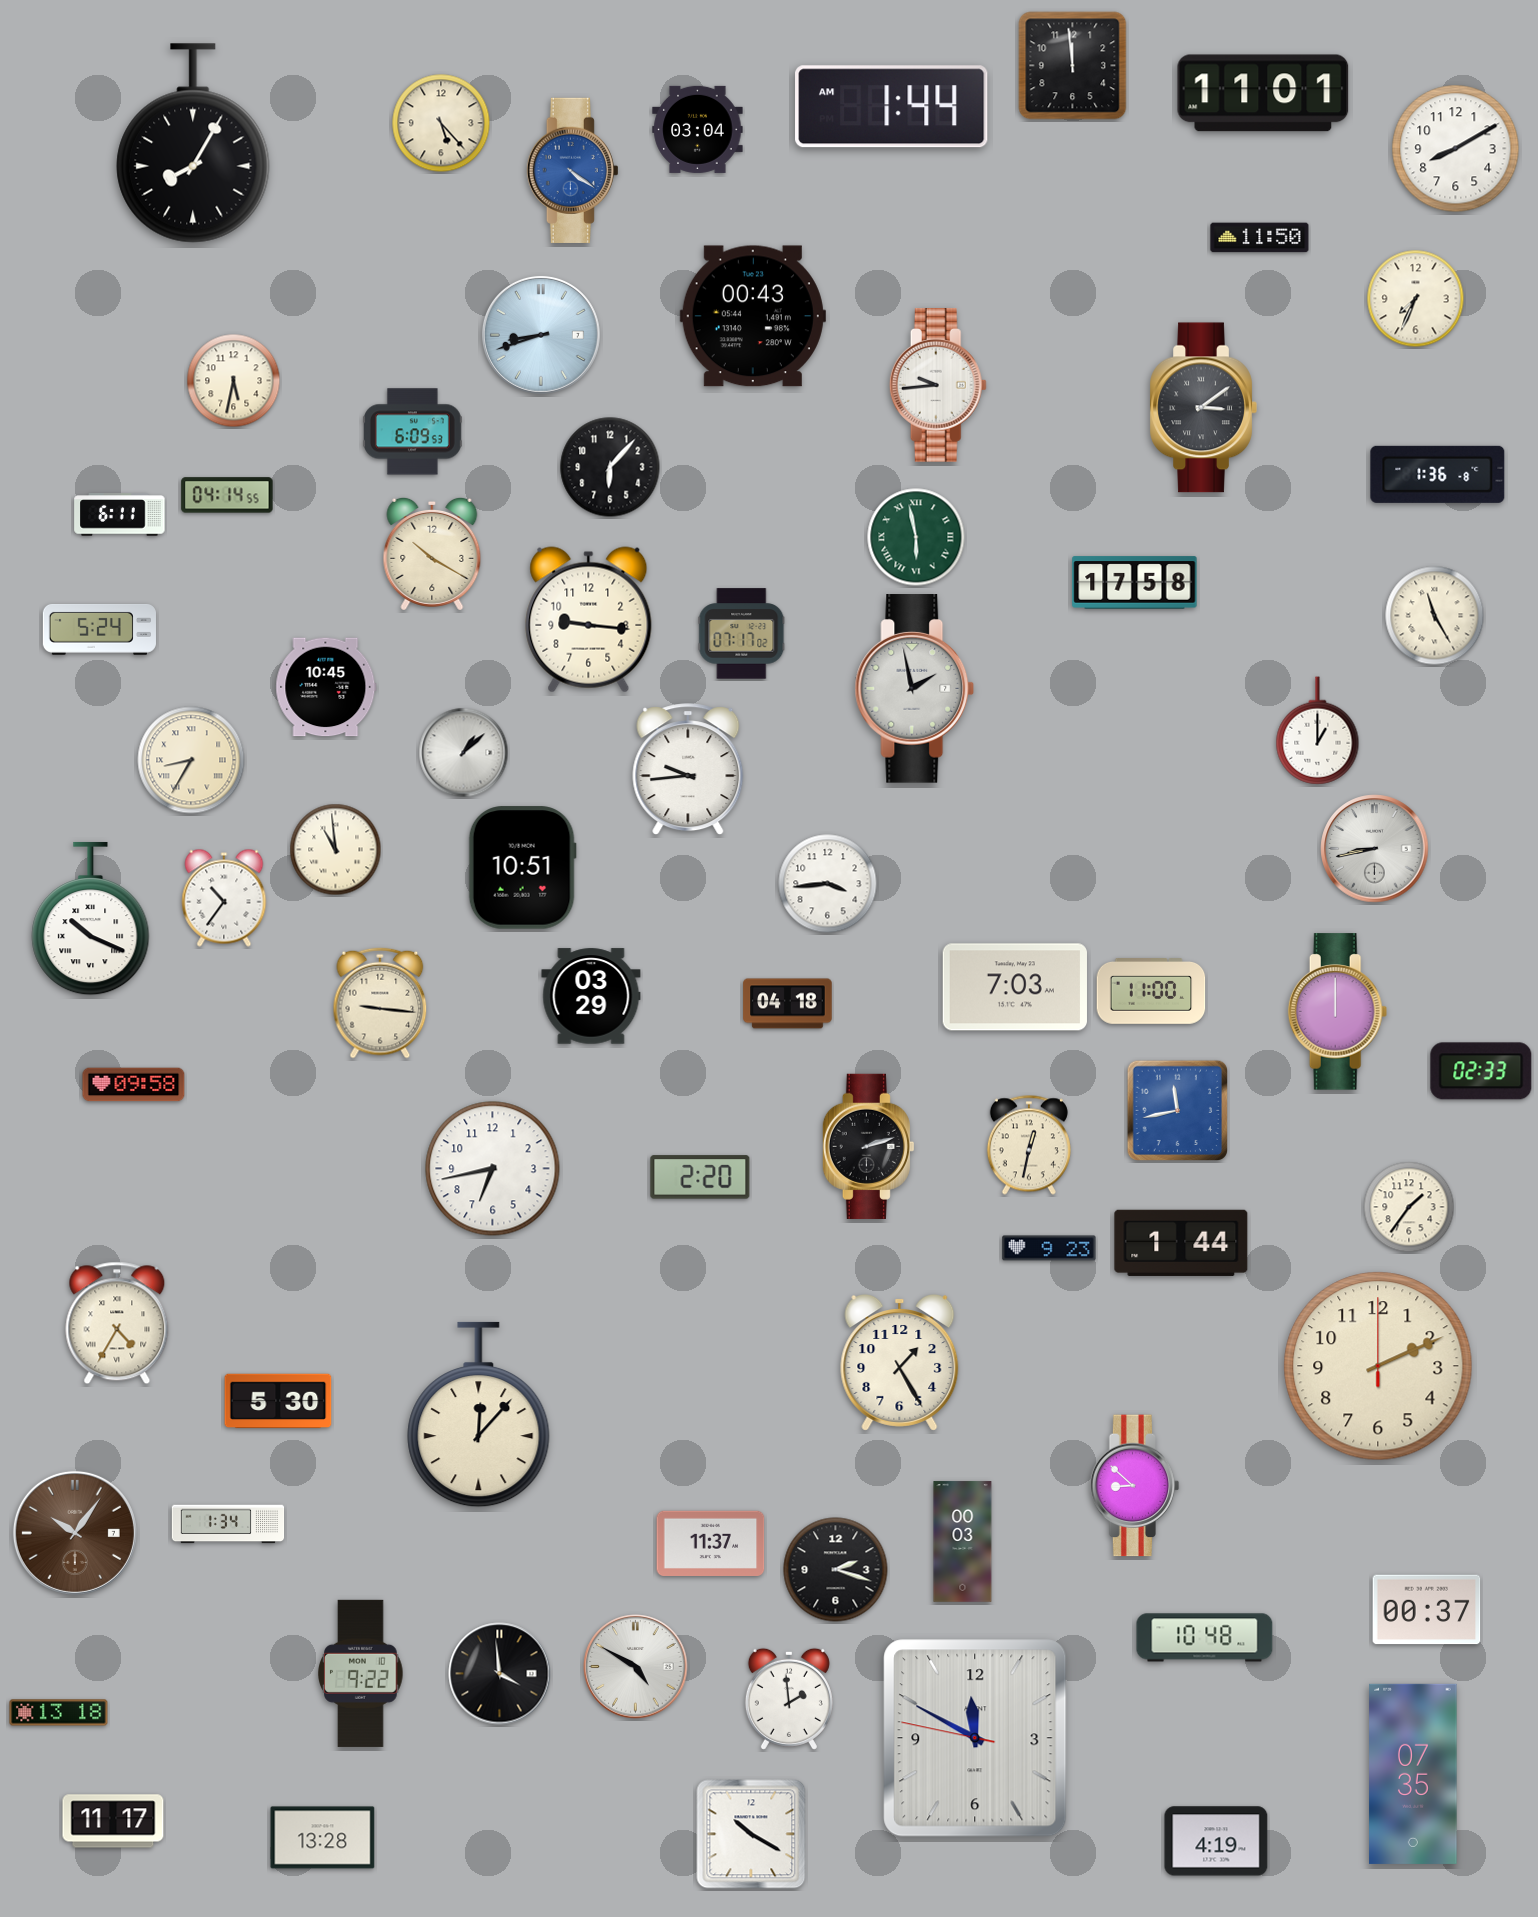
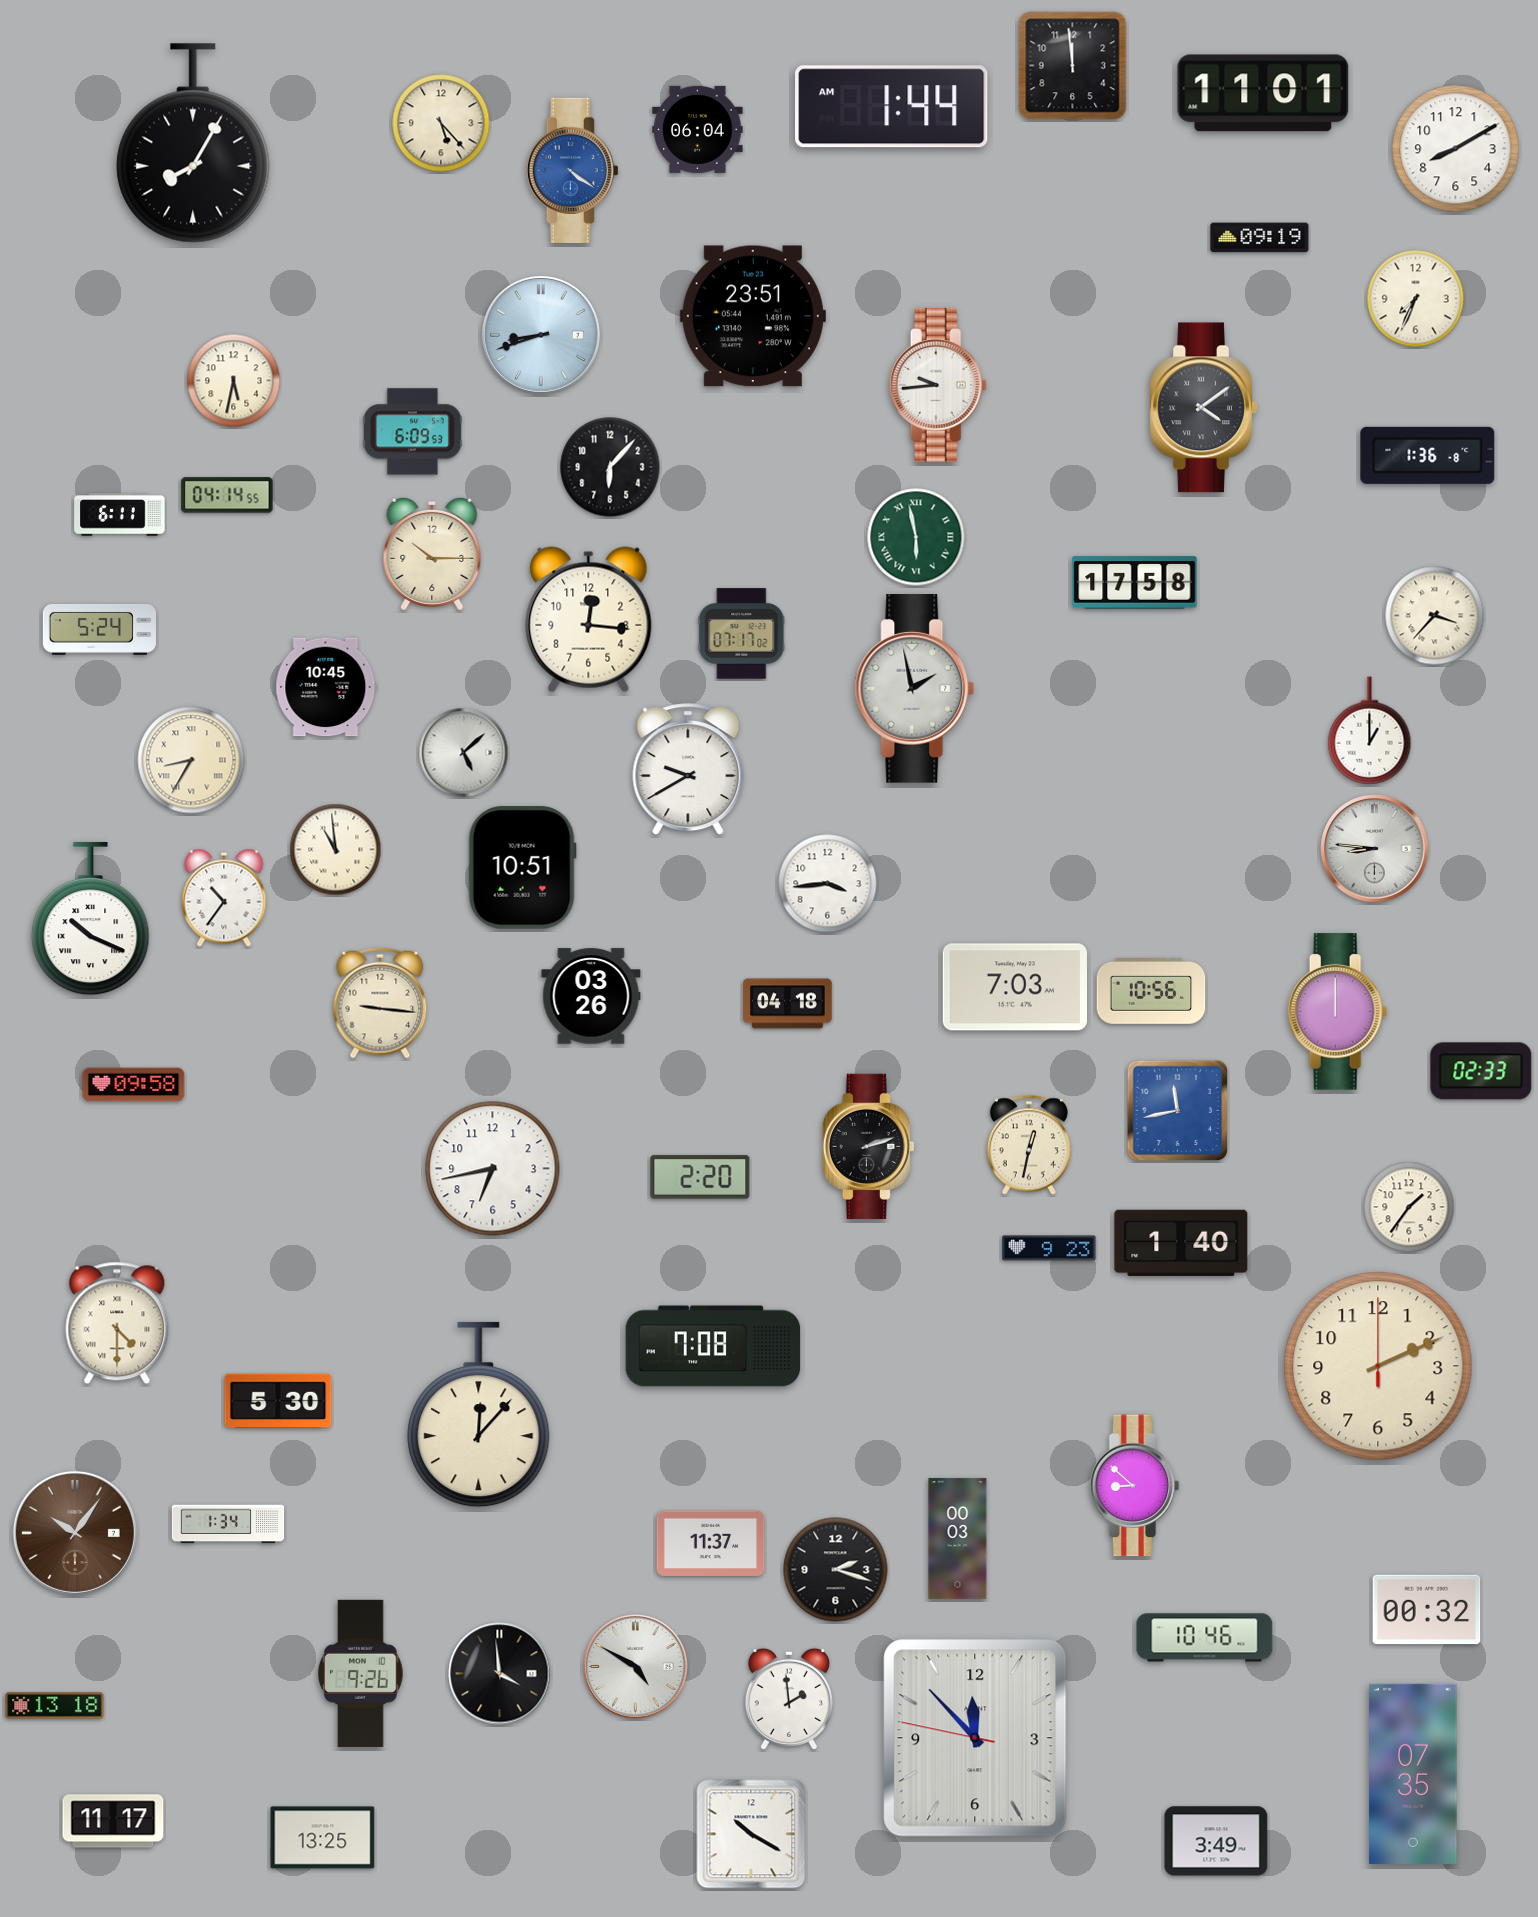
clock at (698, 129): 03:04 -> 06:04
clock at (1260, 238): 11:50 -> 09:19
clock at (753, 316): 00:43 -> 23:51
clock at (1203, 408): 3:09 -> 4:09
clock at (1438, 474) position: (1438, 474) -> (1428, 455)
clock at (432, 554): 10:20 -> 10:15
clock at (1435, 616): 11:25 -> 3:37
clock at (589, 620): 9:16 -> 12:16
clock at (1318, 731) position: (1318, 731) -> (1370, 731)
clock at (464, 753): 1:08 -> 5:08
clock at (688, 770): 9:44 -> 9:40
clock at (1375, 849): 8:43 -> 8:46
clock at (1151, 992): 11:00 -> 10:56
clock at (591, 996): 03:29 -> 03:26
clock at (1181, 1243): 1:44 -> 1:40
clock at (117, 1323): 4:35 -> 4:30
clock at (713, 1346): none -> 7:08
clock at (900, 1363): 1:25 -> none
clock at (963, 1542) position: (963, 1542) -> (958, 1539)
clock at (1427, 1610): 00:37 -> 00:32
clock at (1205, 1638): 10:48 -> 10:46
clock at (361, 1673): 9:22 -> 9:26
clock at (59, 1713) position: (59, 1713) -> (55, 1706)
clock at (975, 1738): 11:49 -> 11:52
clock at (323, 1838): 13:28 -> 13:25
clock at (1216, 1841): 4:19 -> 3:49
